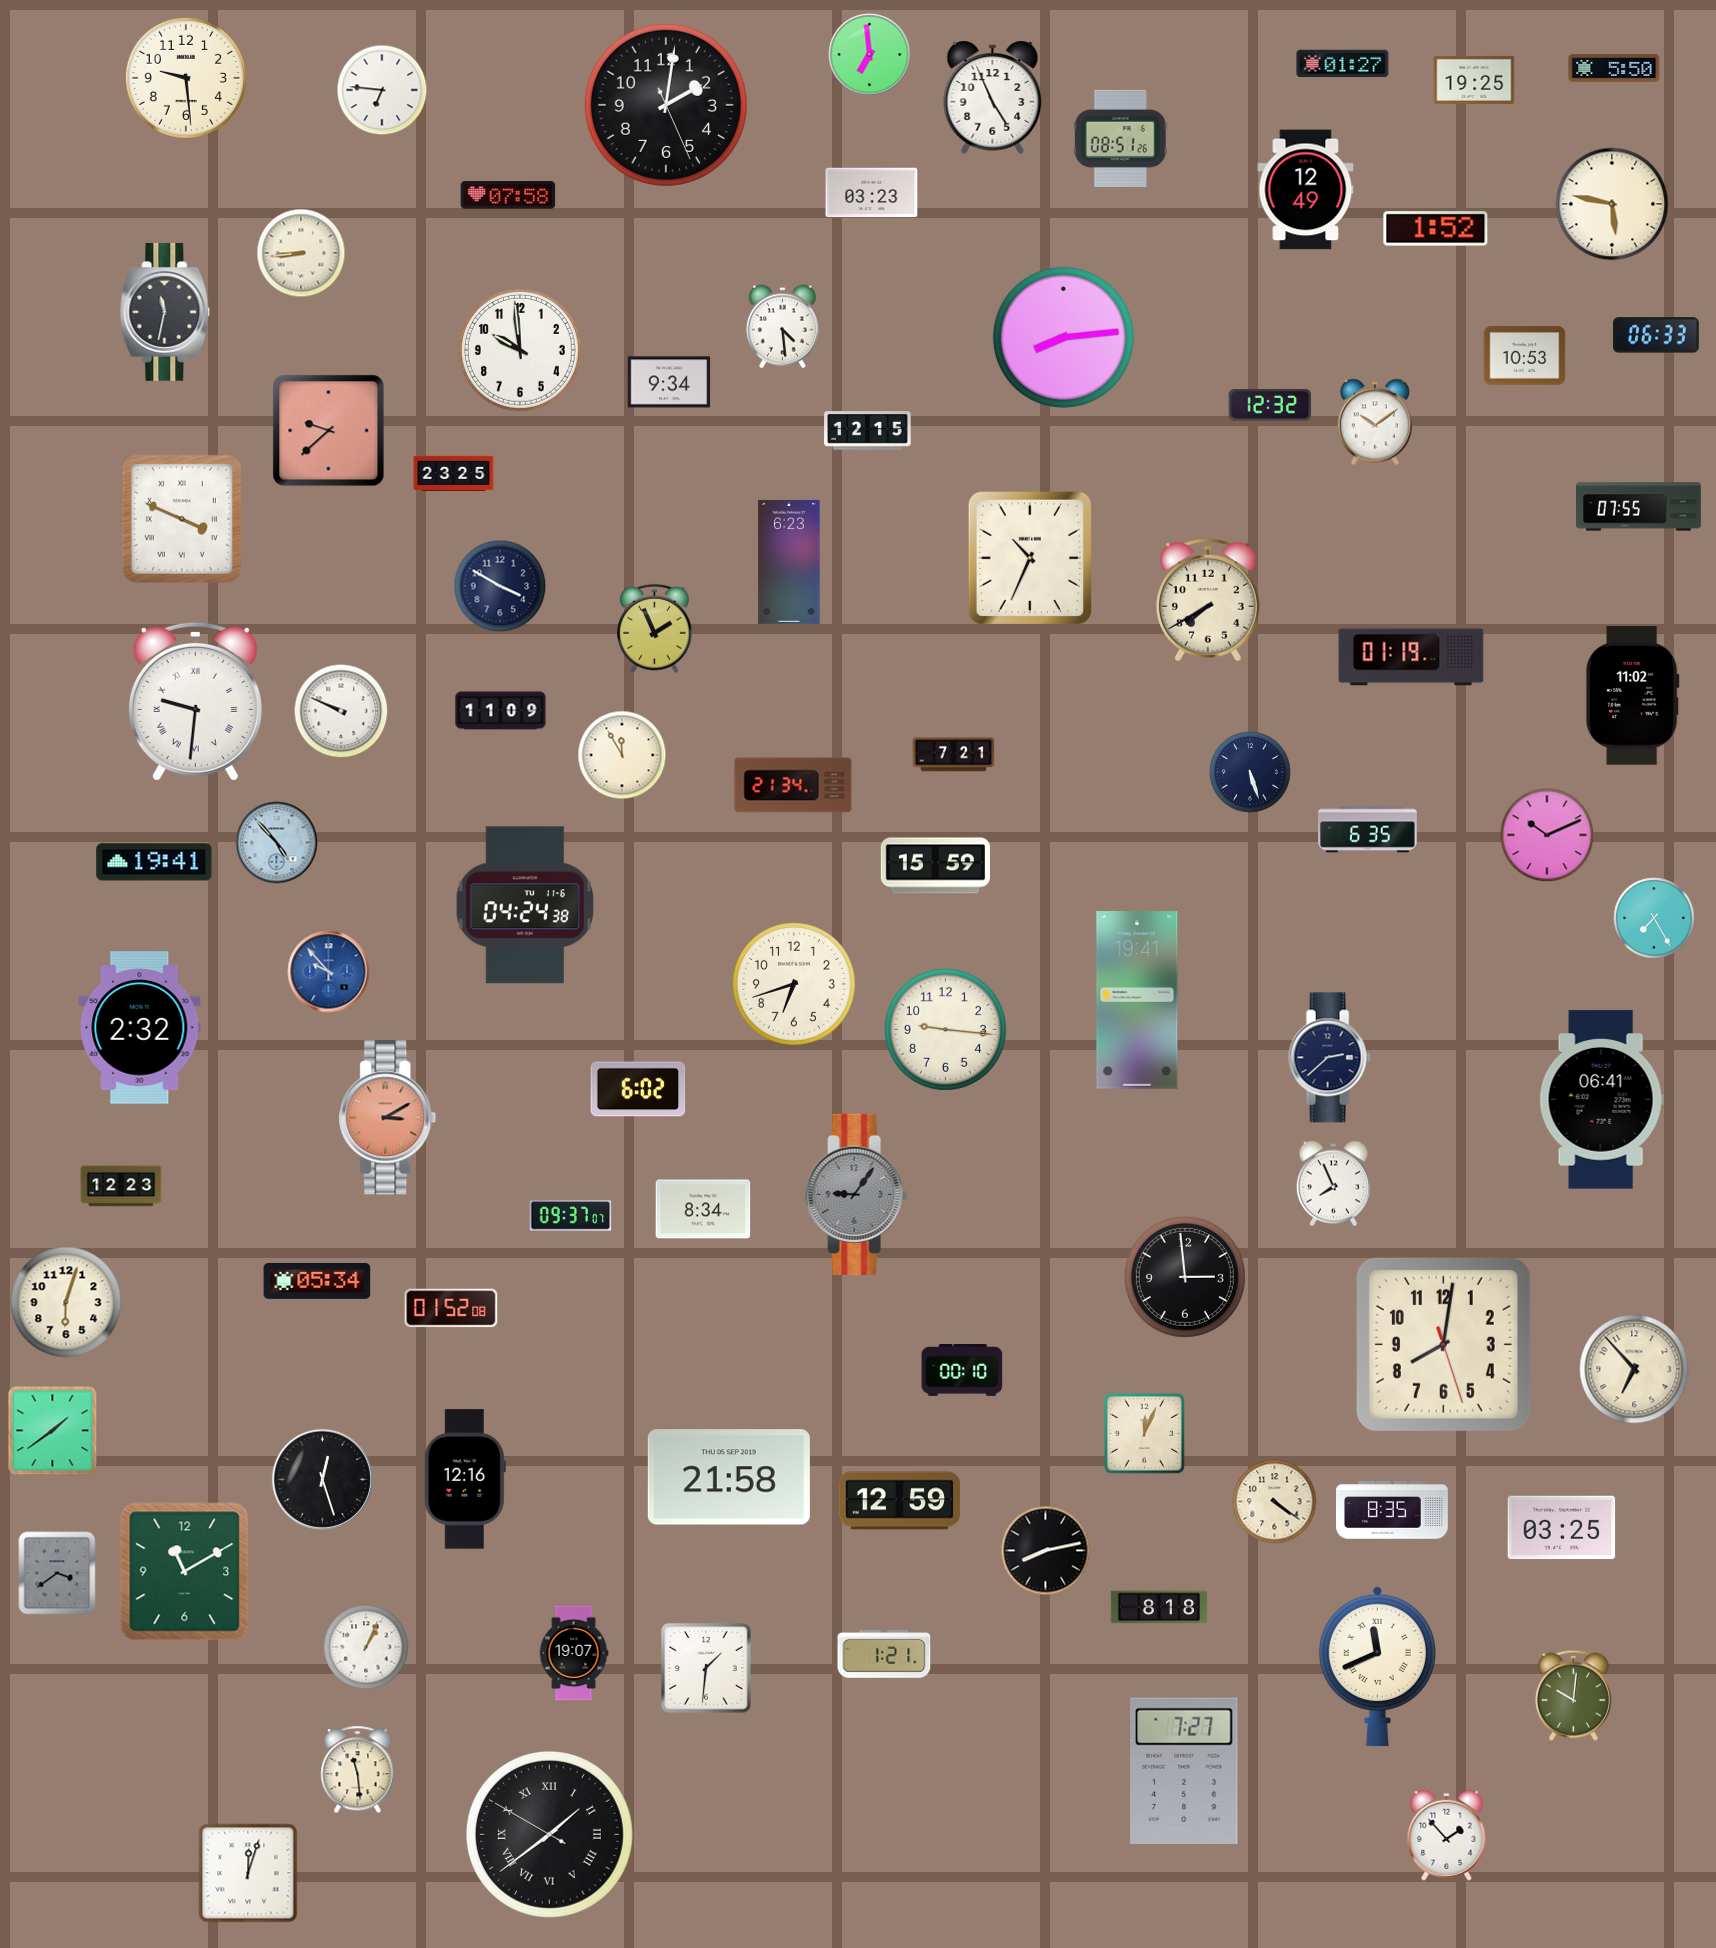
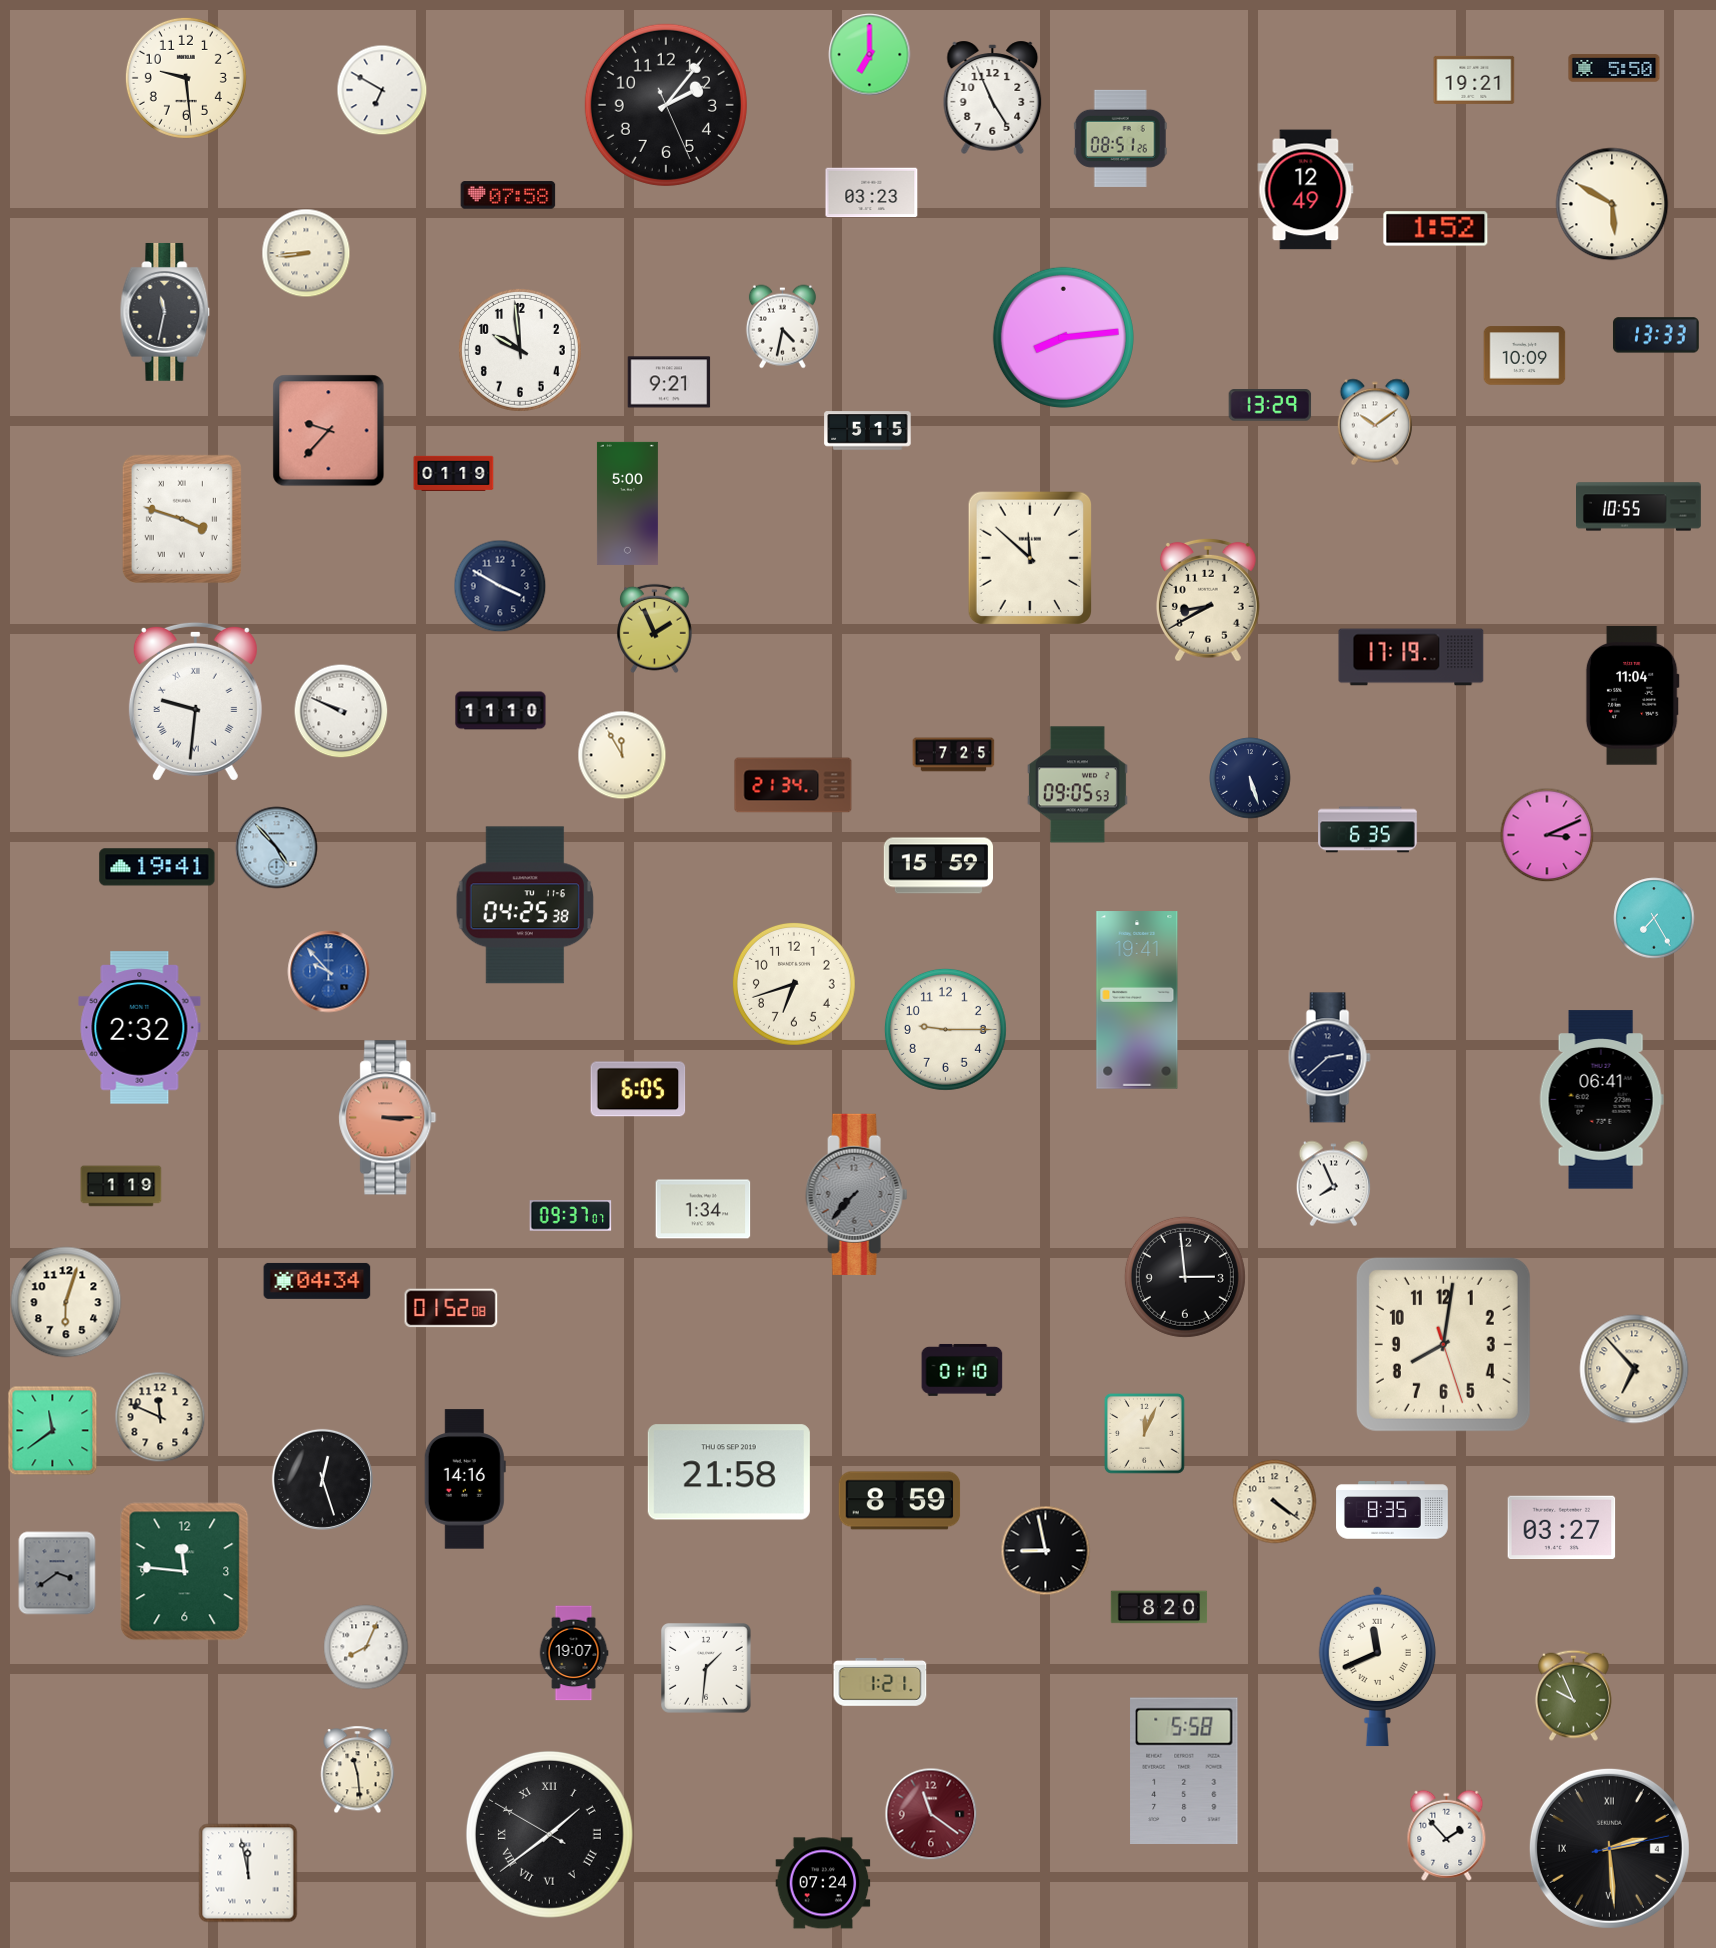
clock at (870, 55): 6:59 -> 7:00
clock at (1343, 64): 01:27 -> none
clock at (1474, 80): 19:25 -> 19:21
clock at (382, 90): 6:46 -> 6:50
clock at (666, 105): 2:01 -> 2:06
clock at (1612, 204): 5:47 -> 5:50
clock at (301, 253) position: (301, 253) -> (306, 253)
clock at (782, 327): 4:29 -> 4:32
clock at (1656, 335): 06:33 -> 13:33
clock at (1525, 356): 10:53 -> 10:09
clock at (669, 382): 9:34 -> 9:21
clock at (1270, 405): 12:32 -> 13:29
clock at (329, 431): 9:38 -> 9:37
clock at (868, 431): 12:15 -> 5:15
clock at (454, 473): 23:25 -> 01:19
clock at (627, 503): none -> 5:00
clock at (1639, 507): 07:55 -> 10:55
clock at (182, 519): 3:49 -> 3:48
clock at (1029, 558): 10:34 -> 11:52
clock at (789, 562): 6:23 -> none
clock at (1208, 600): 7:40 -> 8:40
clock at (1411, 657): 01:19 -> 17:19
clock at (1632, 696): 11:02 -> 11:04
clock at (501, 711): 11:09 -> 11:10
clock at (954, 755): 7:21 -> 7:25
clock at (1250, 772) position: (1250, 772) -> (1250, 778)
clock at (1077, 785): none -> 09:05
clock at (1547, 835): 10:11 -> 3:11
clock at (277, 843) position: (277, 843) -> (277, 848)
clock at (154, 862) position: (154, 862) -> (157, 867)
clock at (935, 866) position: (935, 866) -> (938, 866)
clock at (524, 905): 04:24 -> 04:25
clock at (945, 1029): 9:16 -> 9:15
clock at (638, 1089): 6:02 -> 6:05
clock at (388, 1118): 3:10 -> 3:15
clock at (121, 1186): 12:23 -> 1:19
clock at (857, 1194): 9:06 -> 7:37
clock at (703, 1209): 8:34 -> 1:34
clock at (317, 1281): 05:34 -> 04:34
clock at (962, 1370): 00:10 -> 01:10
clock at (160, 1417): none -> 11:49
clock at (53, 1431): 1:39 -> 11:39
clock at (729, 1477) position: (729, 1477) -> (729, 1472)
clock at (465, 1479): 12:16 -> 14:16
clock at (900, 1501): 12:59 -> 8:59
clock at (1562, 1528): 03:25 -> 03:27
clock at (1046, 1551): 8:13 -> 8:58
clock at (185, 1572): 11:10 -> 11:46
clock at (1159, 1607): 8:18 -> 8:20
clock at (366, 1647): 1:04 -> 8:04
clock at (884, 1654) position: (884, 1654) -> (880, 1682)
clock at (1573, 1695): 10:01 -> 9:56
clock at (1184, 1770): 7:27 -> 5:58
clock at (931, 1814): none -> 11:21
clock at (1609, 1848): none -> 2:29
clock at (248, 1873): 12:03 -> 11:58
clock at (823, 1883): none -> 07:24
